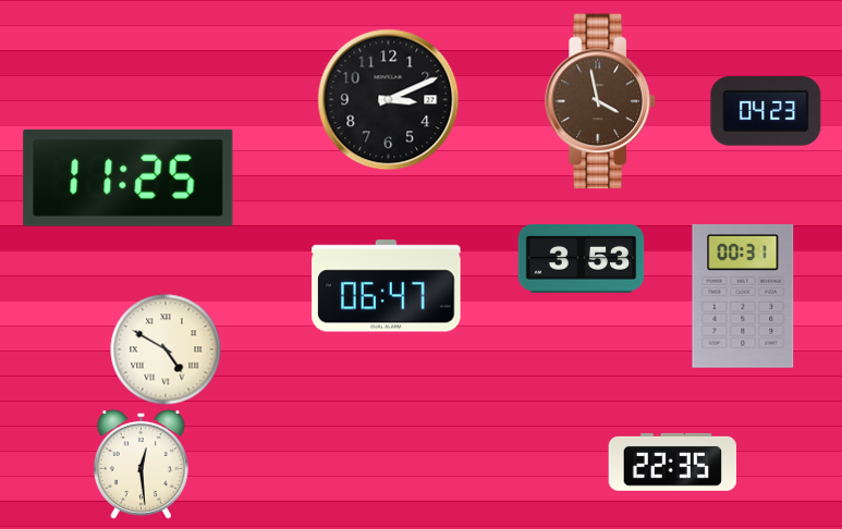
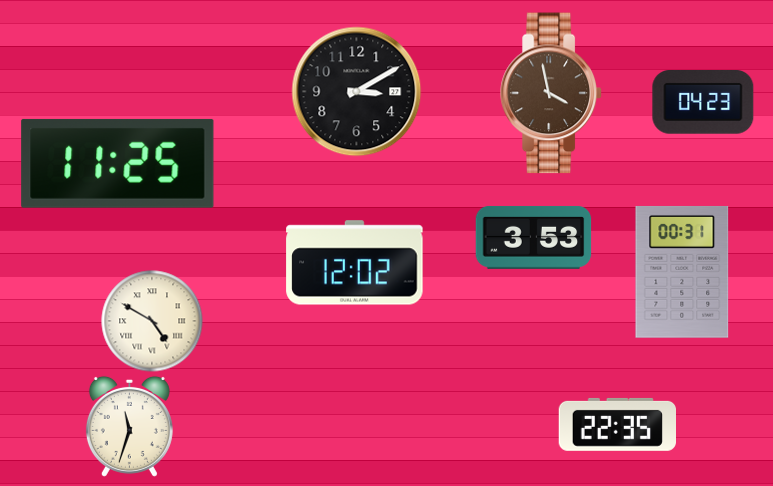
clock at (389, 100): 3:11 -> 3:10
clock at (387, 286): 06:47 -> 12:02
clock at (141, 464): 12:29 -> 11:33
